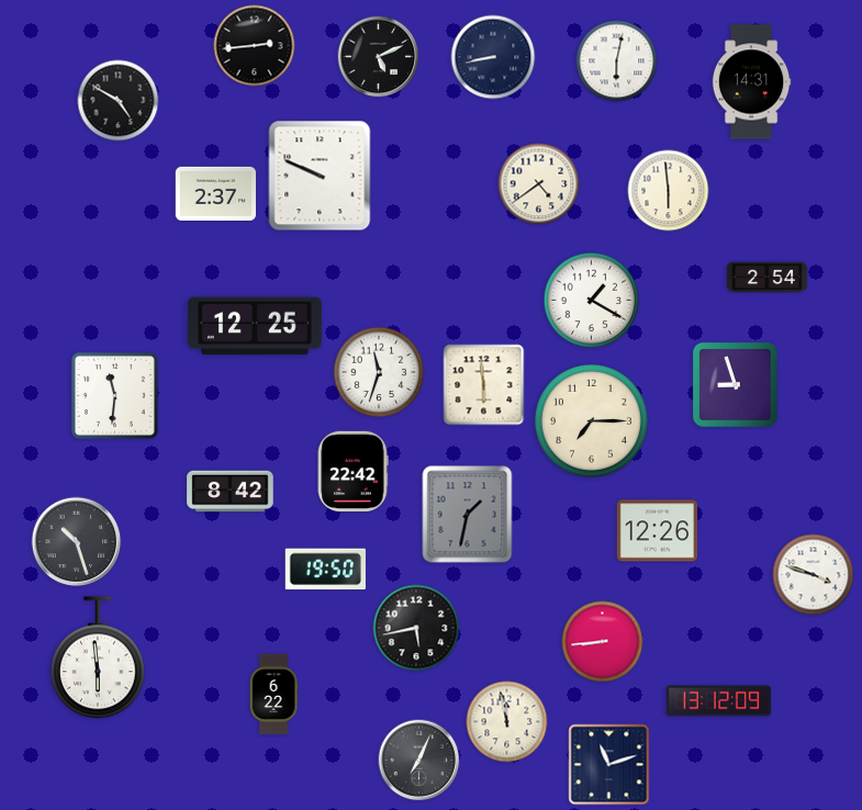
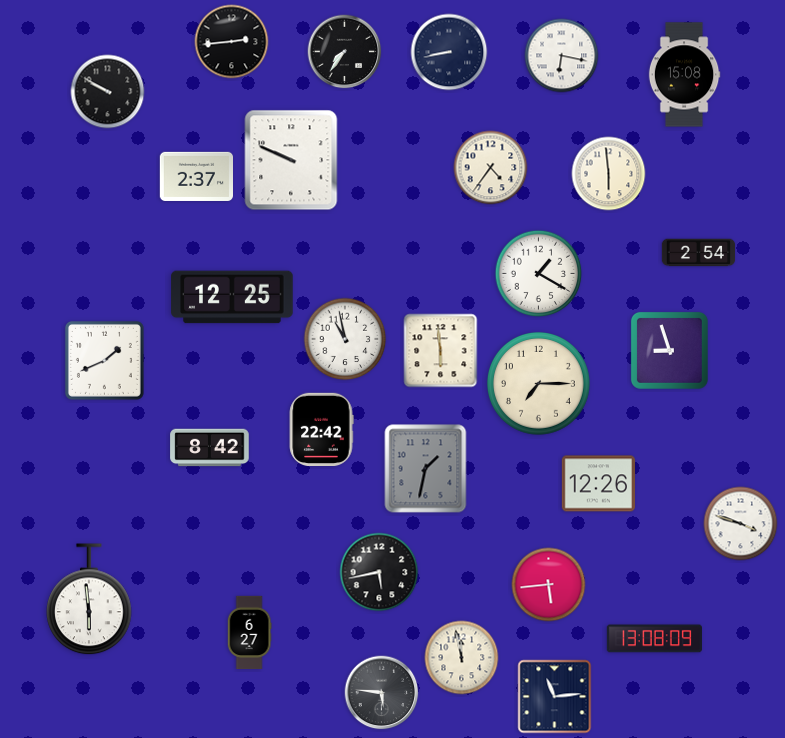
clock at (379, 57): 5:11 -> 7:36
clock at (617, 61): 6:02 -> 6:17
clock at (751, 82): 14:31 -> 15:08
clock at (119, 101): 4:50 -> 9:50
clock at (539, 184): 4:39 -> 4:36
clock at (379, 372): 11:33 -> 10:58
clock at (114, 395): 11:31 -> 1:41
clock at (77, 542): 10:27 -> none
clock at (325, 570): 19:50 -> none
clock at (603, 642): 8:44 -> 5:44
clock at (273, 695): 6:22 -> 6:27
clock at (718, 701): 13:12 -> 13:08
clock at (419, 761): 7:04 -> 5:46
clock at (609, 765): 11:12 -> 11:14
